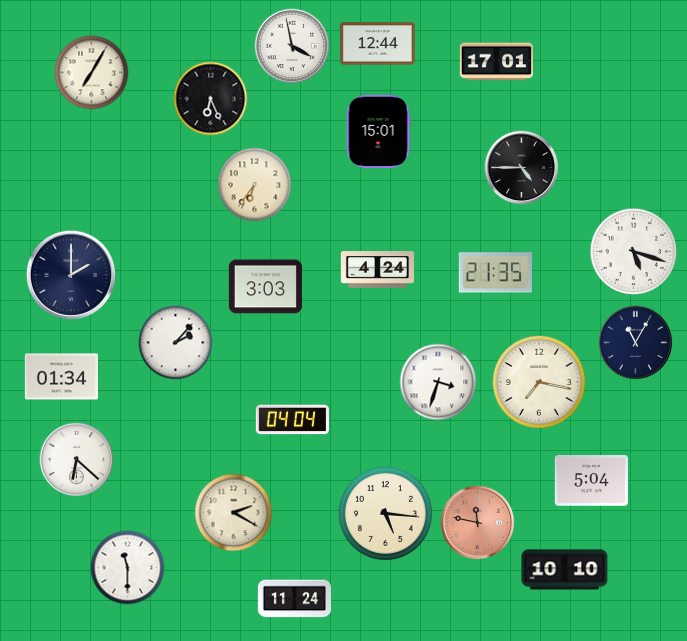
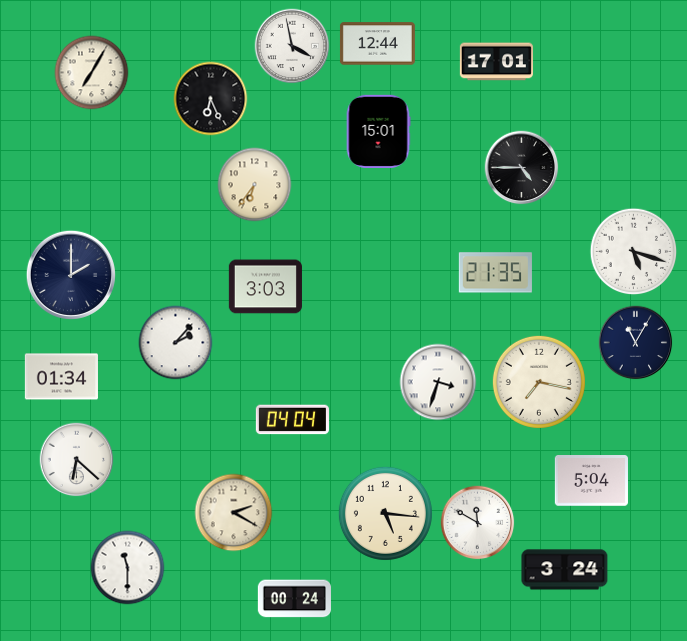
clock at (377, 270): 4:24 -> none
clock at (478, 523): 11:47 -> 11:50
clock at (478, 523) dial: salmon -> white
clock at (565, 570): 10:10 -> 3:24
clock at (294, 599): 11:24 -> 00:24
